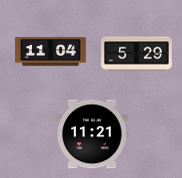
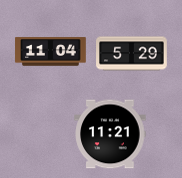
clock at (137, 54) position: (137, 54) -> (132, 54)
clock at (92, 134) position: (92, 134) -> (110, 134)
